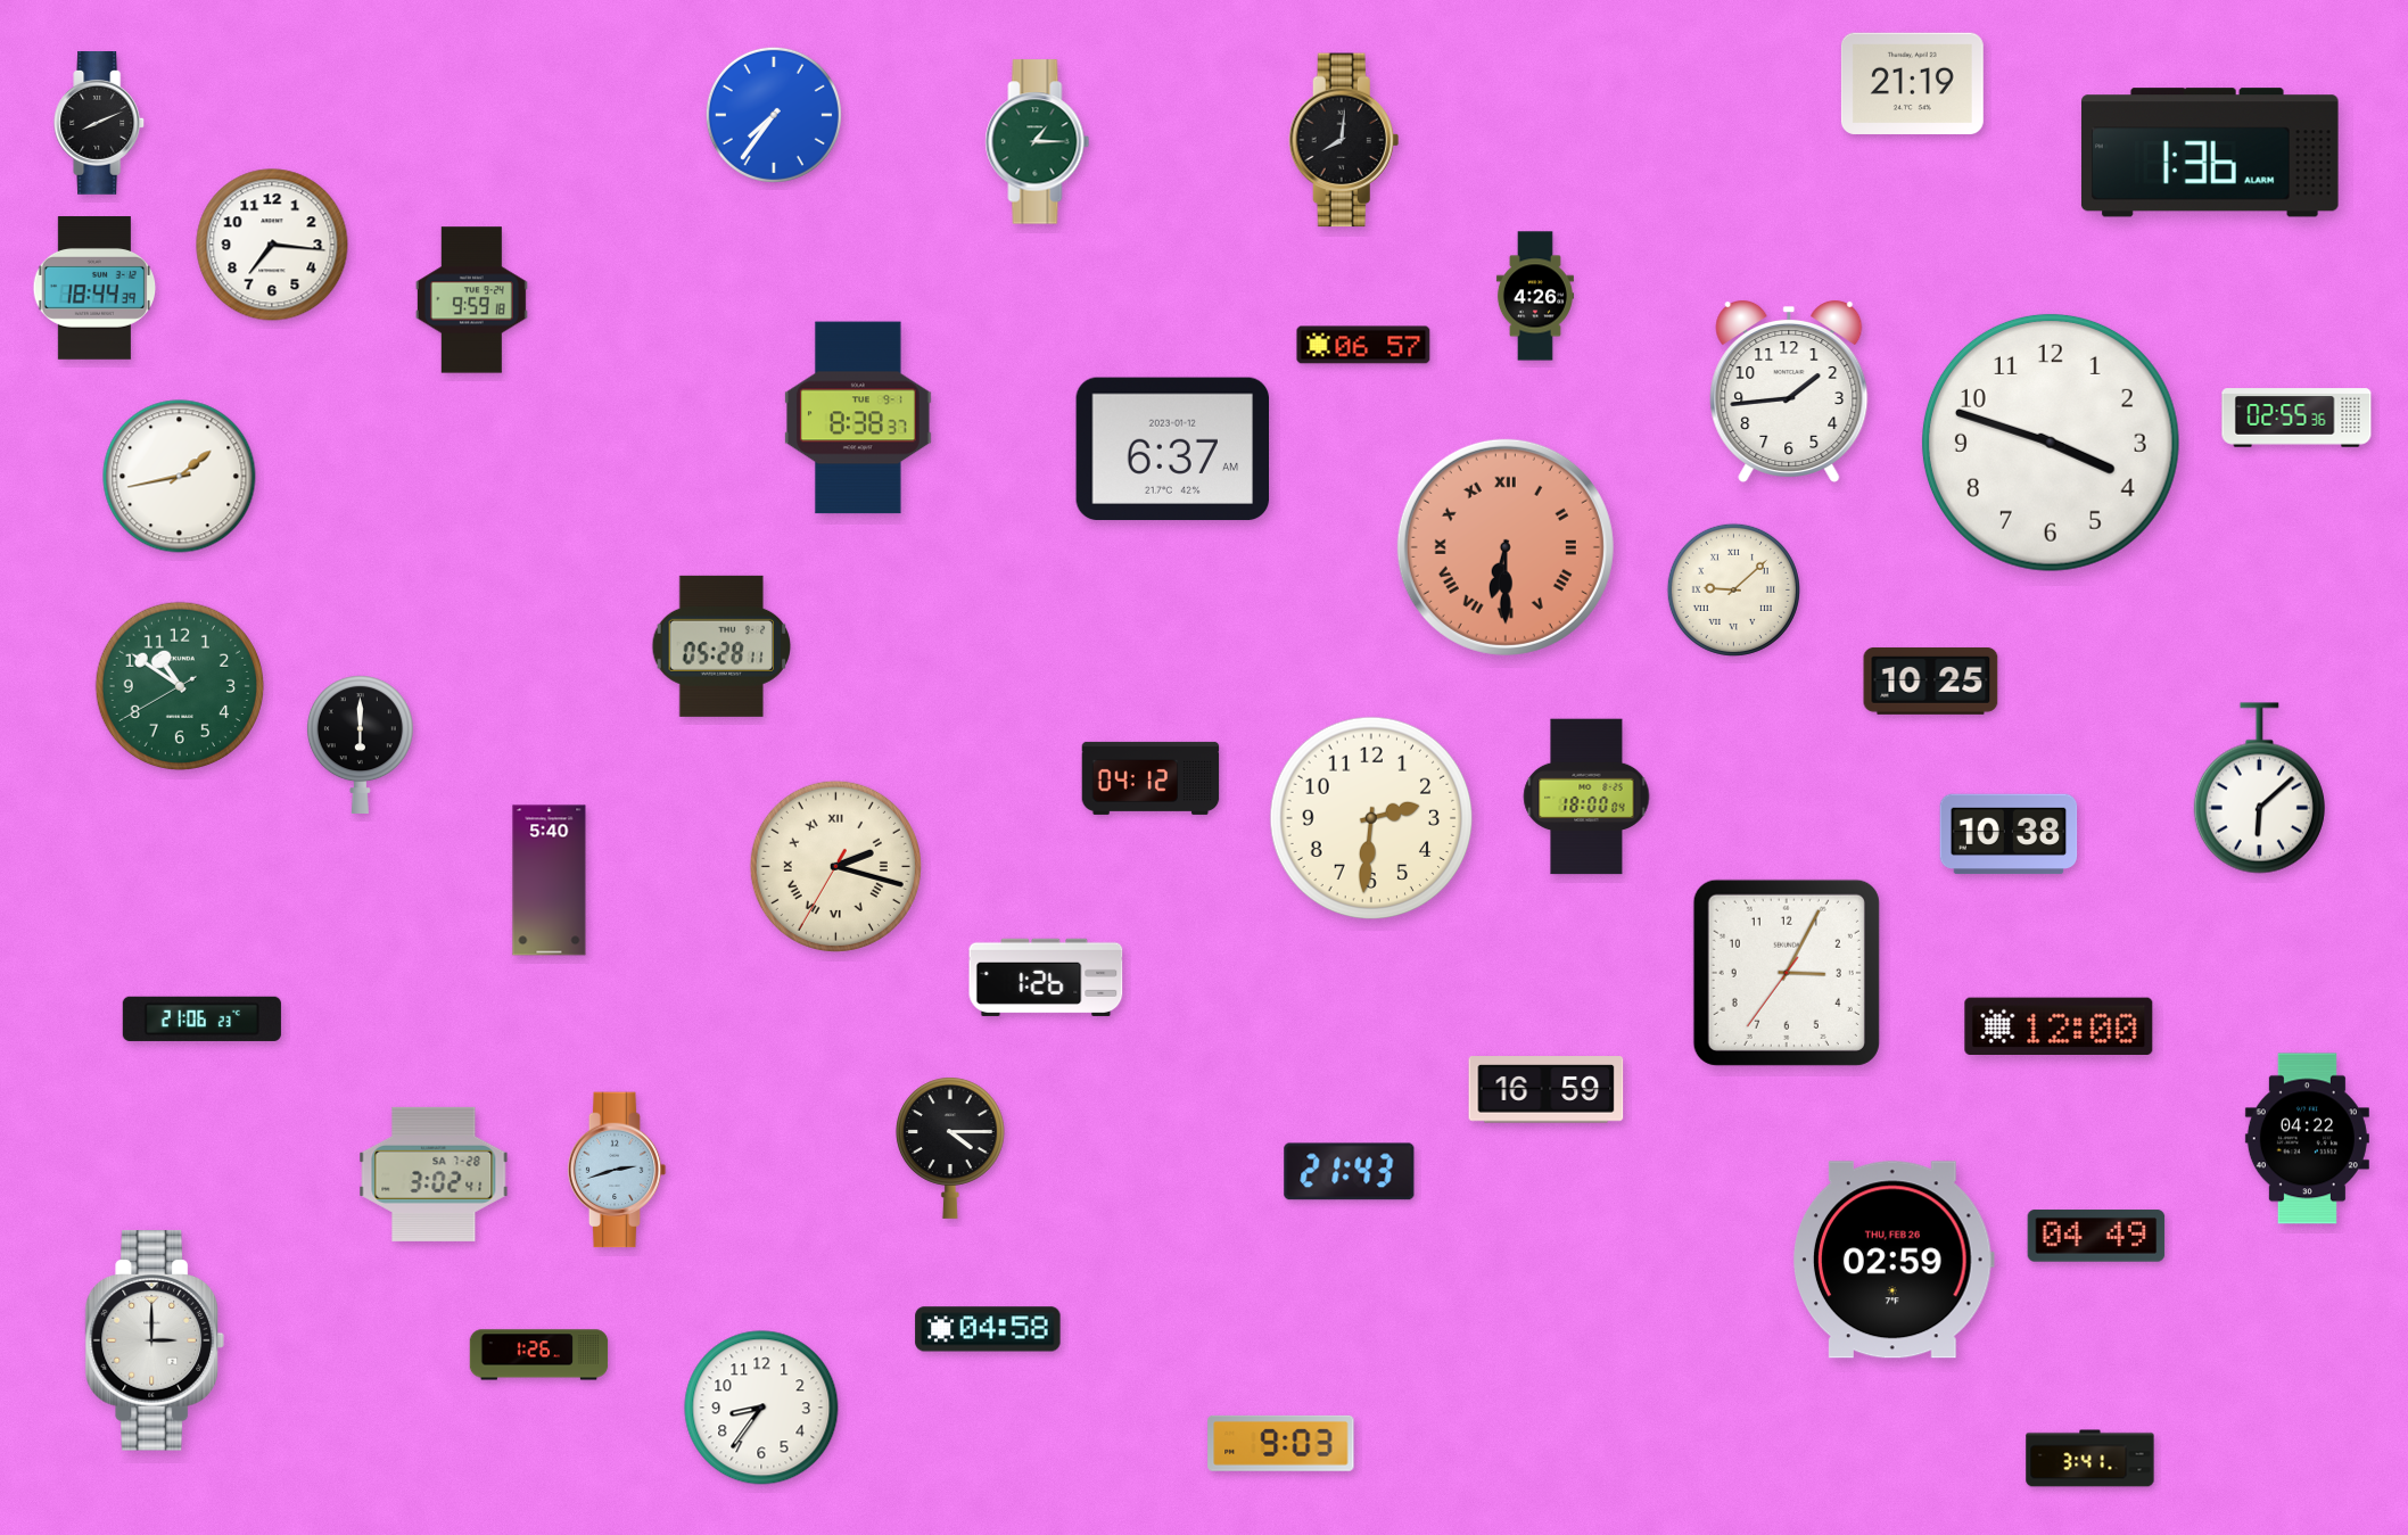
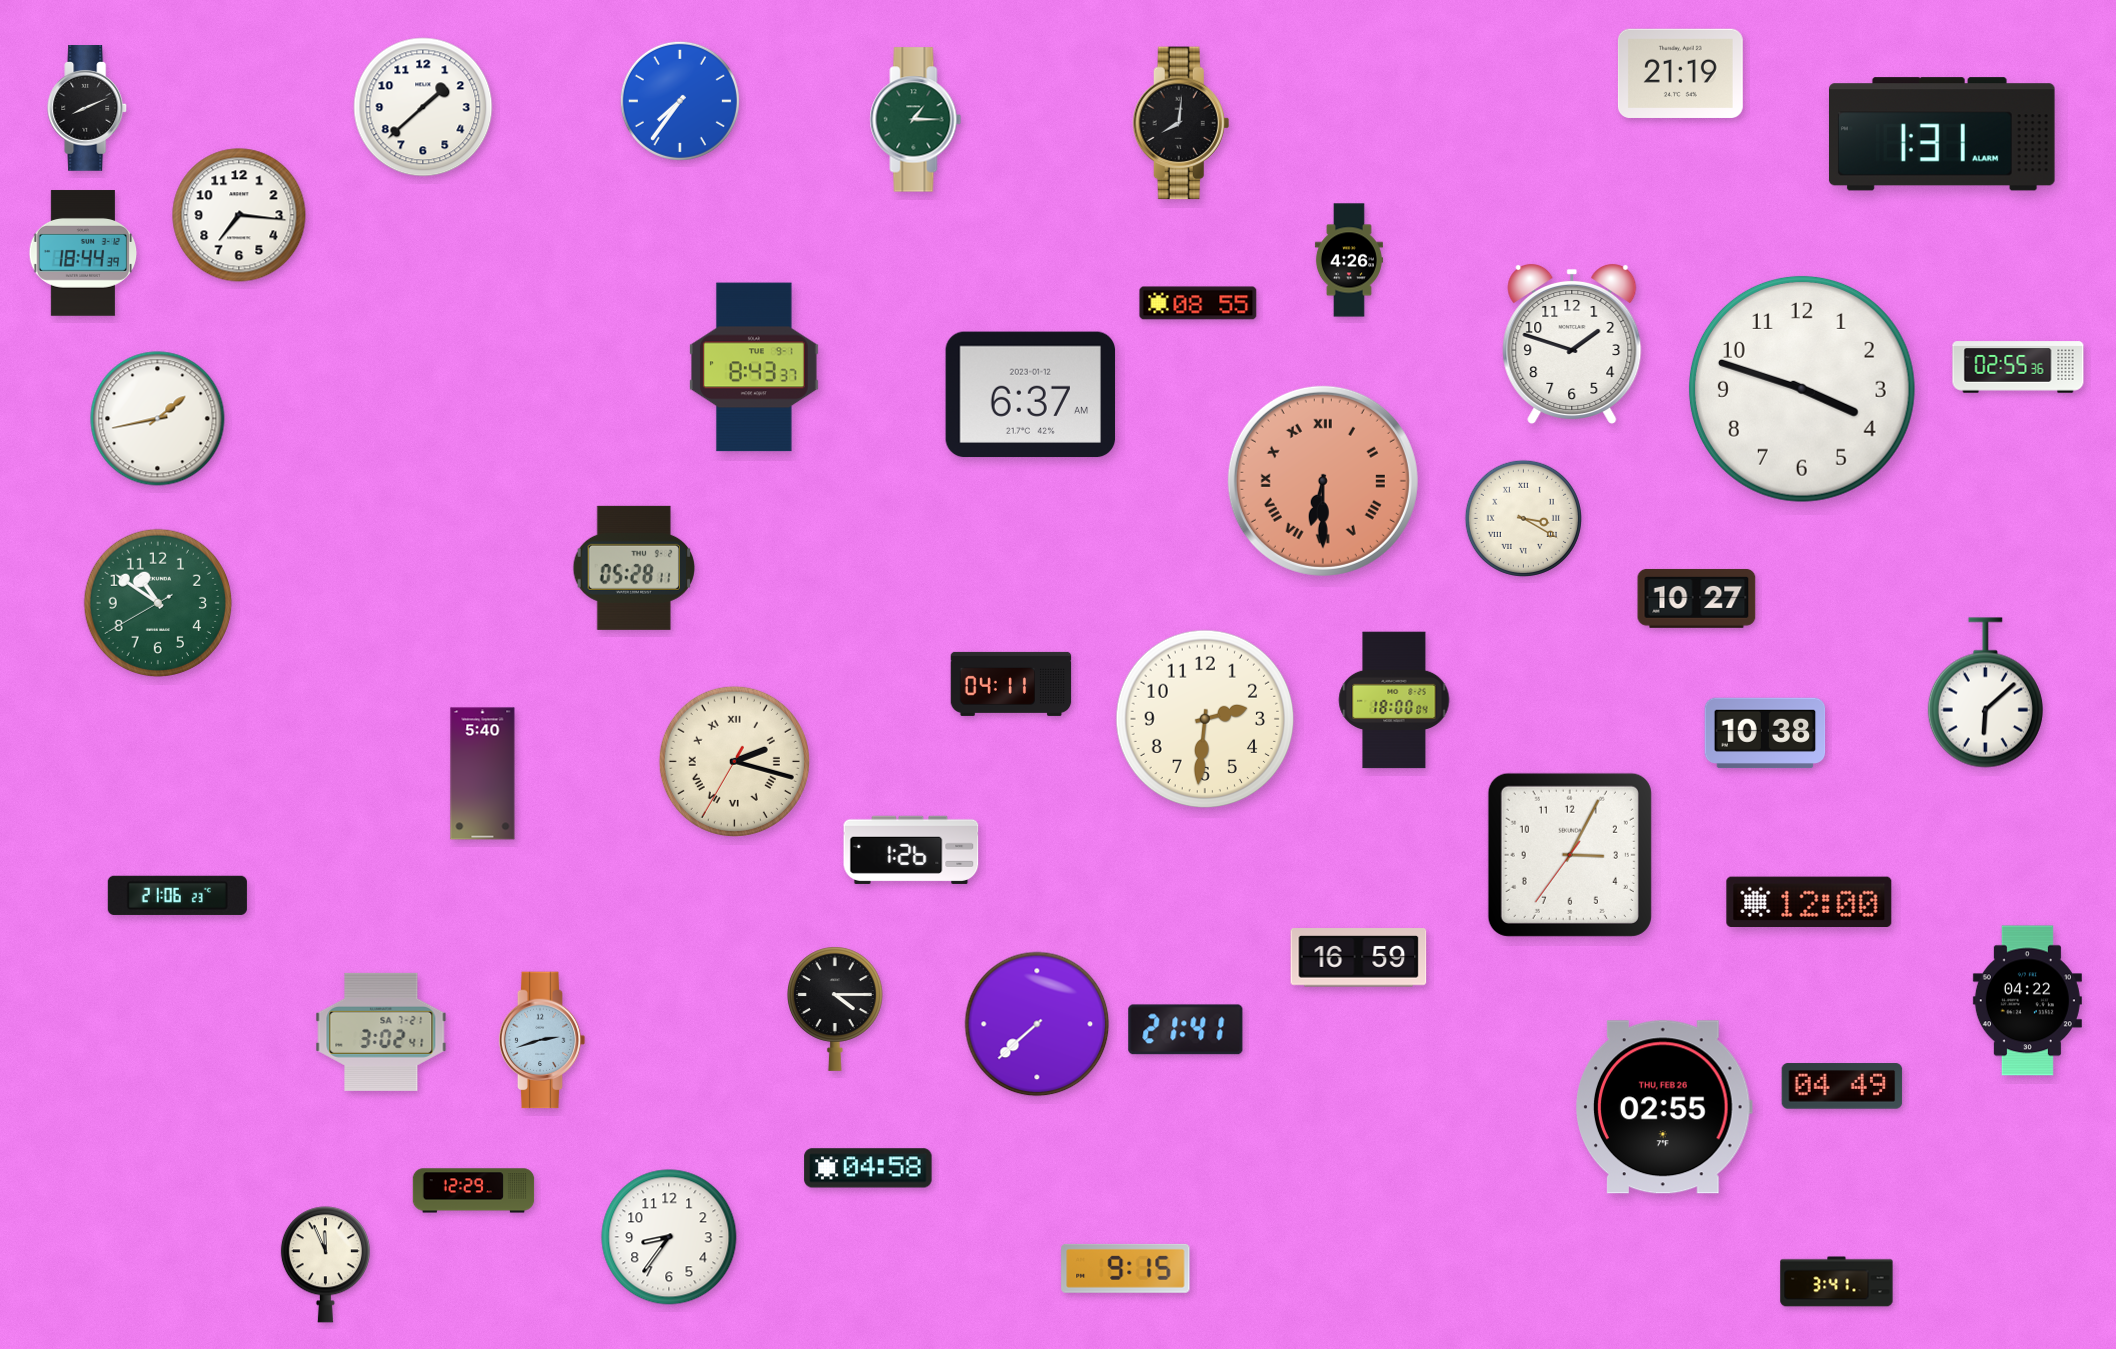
clock at (423, 107): none -> 1:38
clock at (1038, 142) position: (1038, 142) -> (916, 120)
clock at (2210, 152): 1:36 -> 1:31
clock at (471, 300): 9:59 -> none
clock at (1363, 345): 06:57 -> 08:55
clock at (1789, 391): 1:44 -> 1:48
clock at (858, 418): 8:38 -> 8:43
clock at (1733, 589): 9:08 -> 3:20
clock at (1931, 680): 10:25 -> 10:27
clock at (360, 744): 6:00 -> none
clock at (1151, 778): 04:12 -> 04:11
clock at (1046, 977) position: (1046, 977) -> (911, 850)
clock at (1037, 1024): none -> 7:38
clock at (617, 1170) position: (617, 1170) -> (542, 1040)
clock at (1350, 1172): 21:43 -> 21:41
clock at (434, 1174) date: SA 7-28 -> SA 7-21
clock at (1895, 1260): 02:59 -> 02:55
clock at (154, 1340): 3:00 -> none
clock at (539, 1355): 1:26 -> 12:29
clock at (325, 1265): none -> 11:56
clock at (1281, 1443): 9:03 -> 9:15
